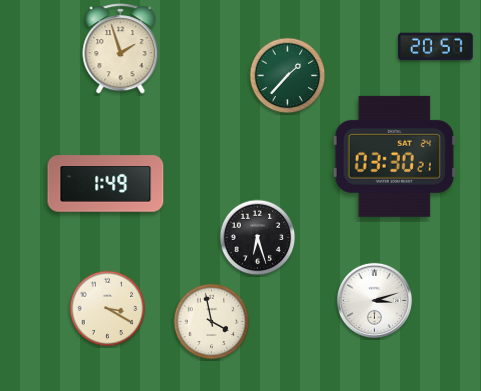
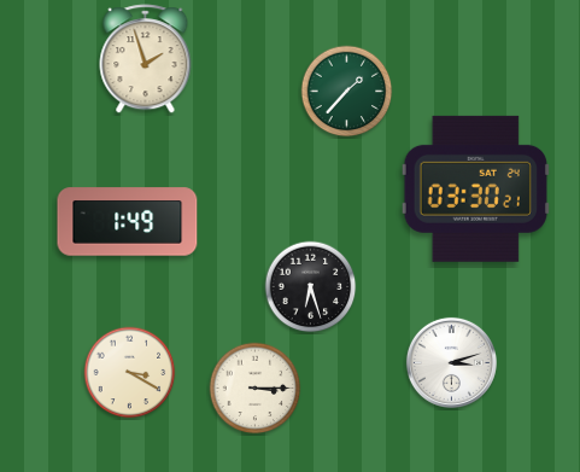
clock at (436, 47): 20:57 -> none
clock at (212, 322): 3:58 -> 3:15
